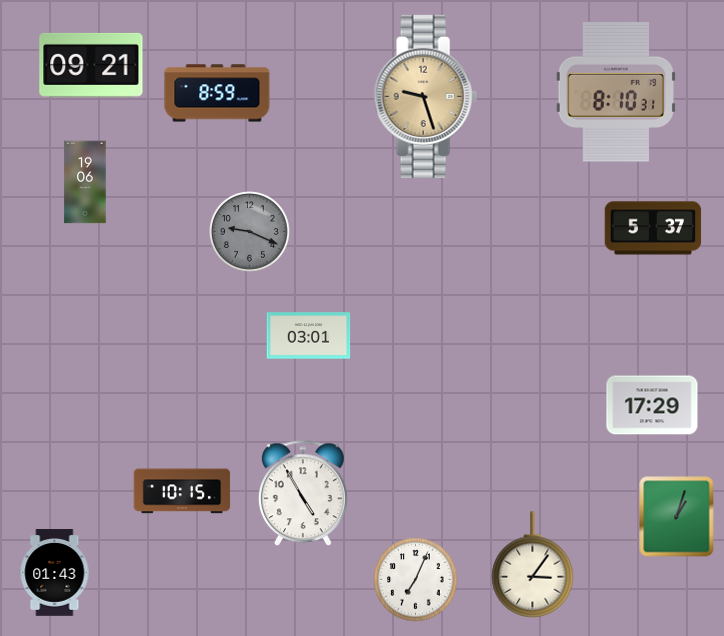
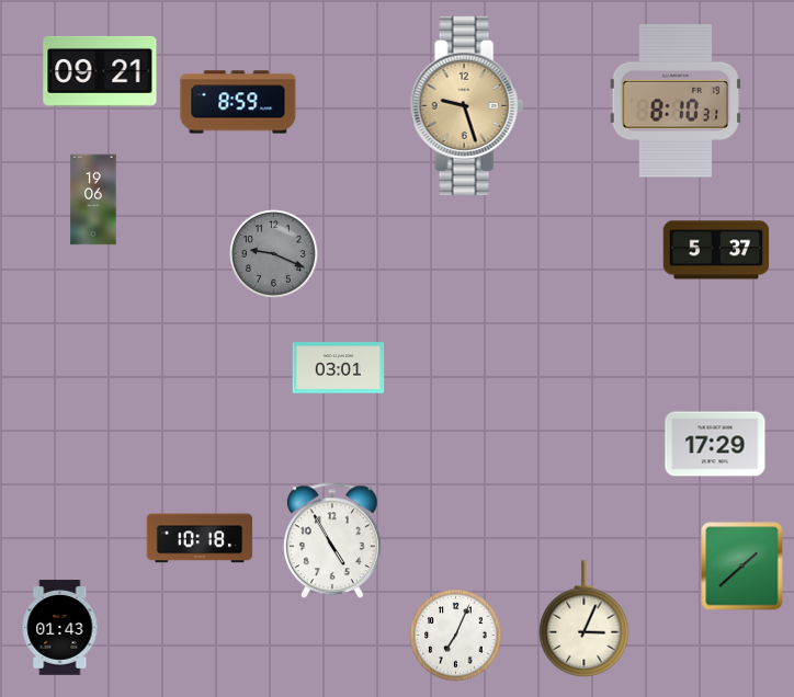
clock at (182, 491): 10:15 -> 10:18
clock at (677, 517): 1:03 -> 1:38
clock at (533, 565): 3:06 -> 3:04
